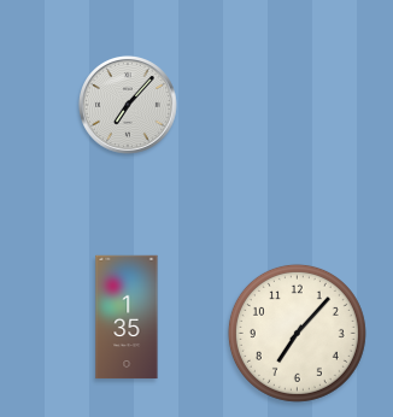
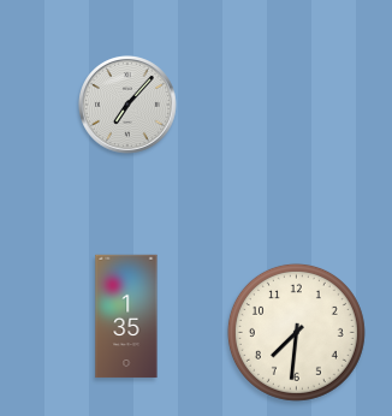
clock at (297, 333): 7:07 -> 7:31
